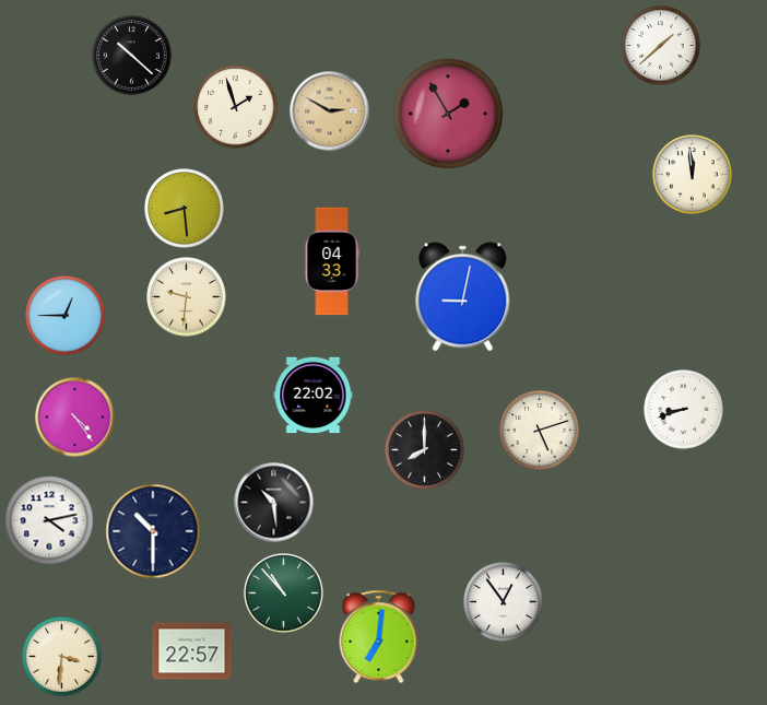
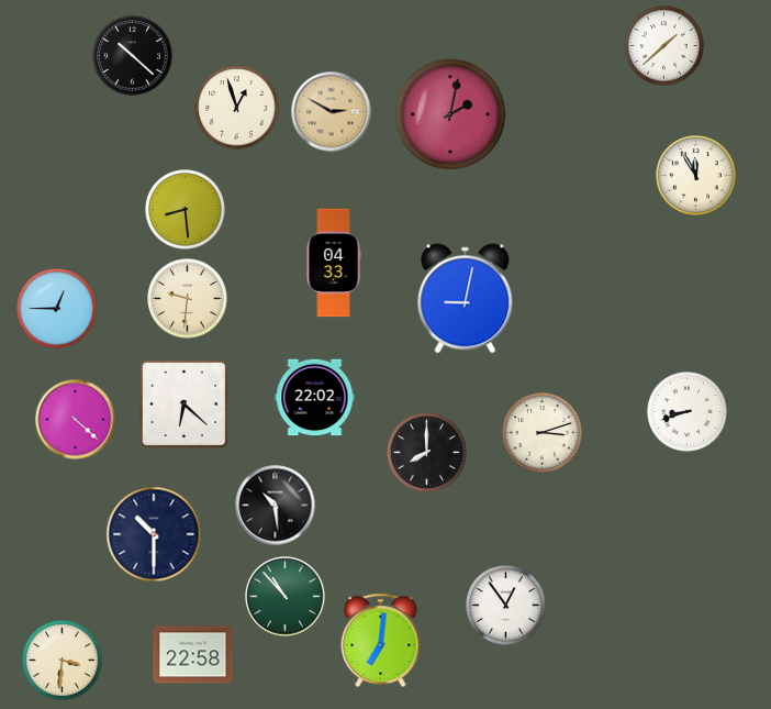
clock at (236, 107): 1:57 -> 12:57
clock at (448, 114): 1:55 -> 2:02
clock at (693, 175): 11:59 -> 11:55
clock at (66, 316) position: (66, 316) -> (57, 309)
clock at (183, 403): none -> 6:22
clock at (75, 418): 4:24 -> 4:22
clock at (540, 431): 5:12 -> 3:12
clock at (49, 520): 4:13 -> none
clock at (192, 651): 22:57 -> 22:58
